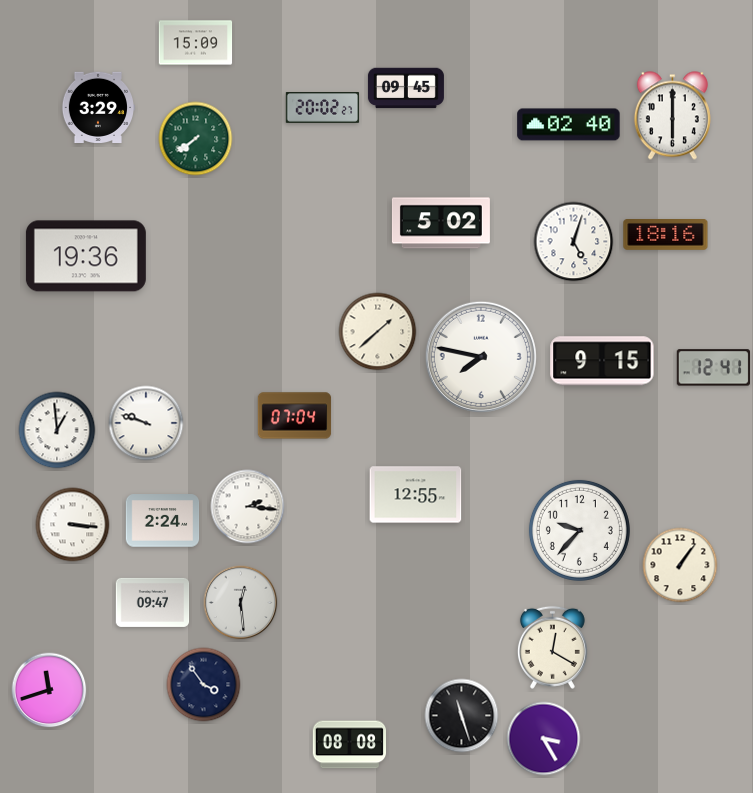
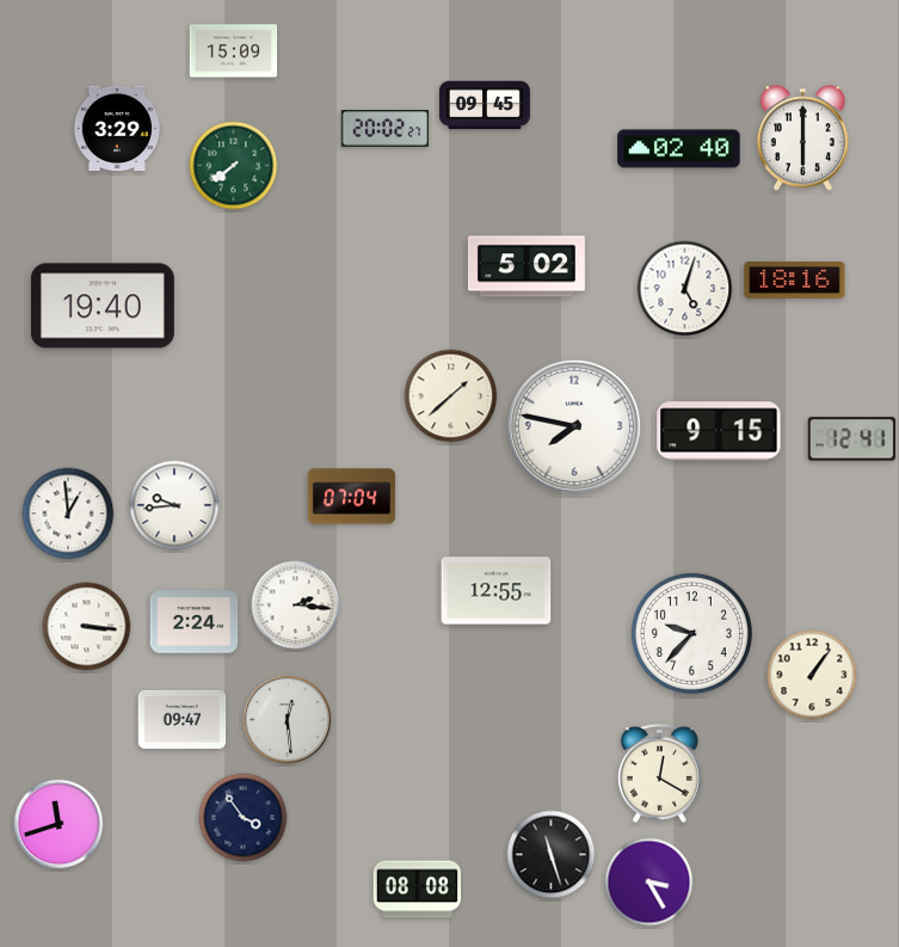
clock at (86, 256): 19:36 -> 19:40
clock at (146, 423): 9:48 -> 9:44
